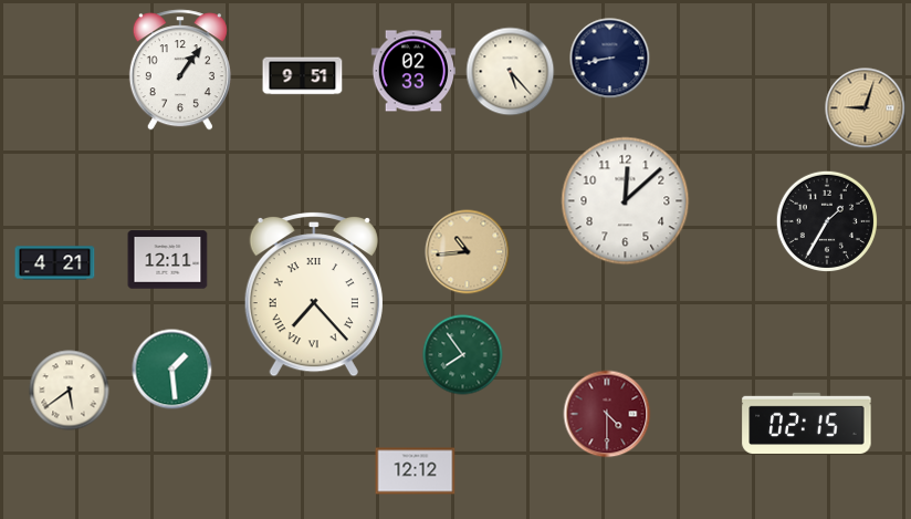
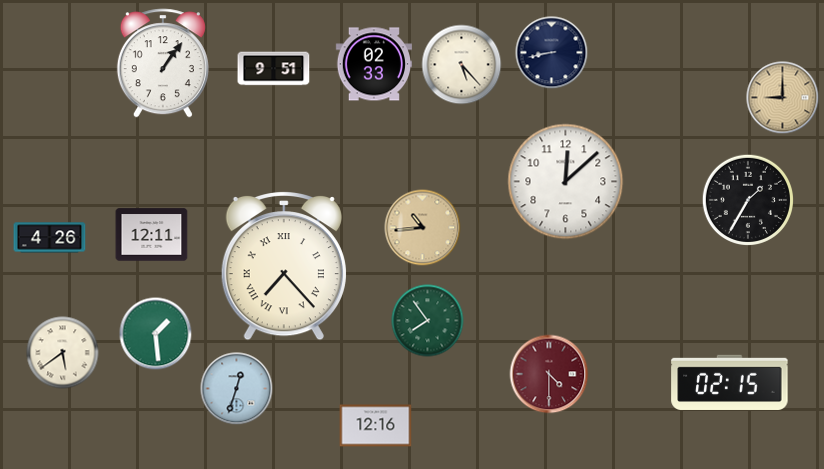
clock at (866, 108): 9:03 -> 9:00
clock at (55, 263): 4:21 -> 4:26
clock at (463, 355) position: (463, 355) -> (428, 321)
clock at (237, 389): none -> 12:33
clock at (416, 471): 12:12 -> 12:16
